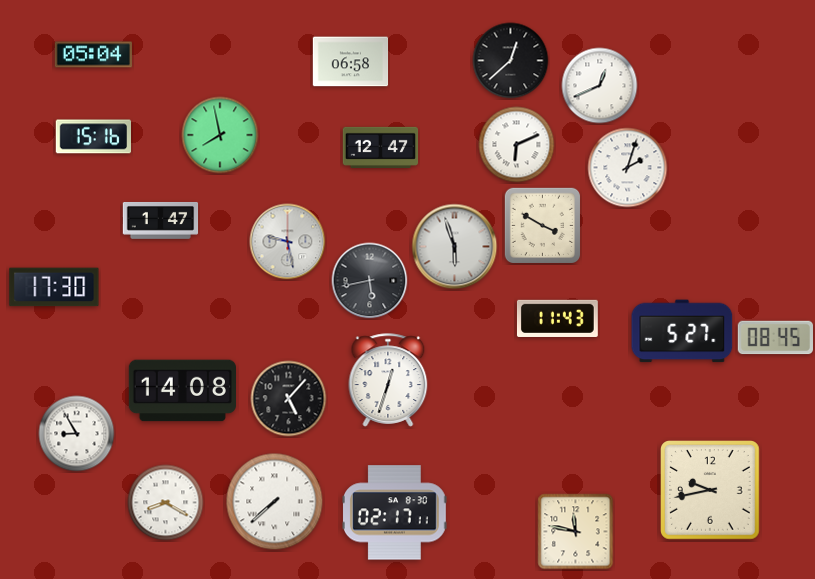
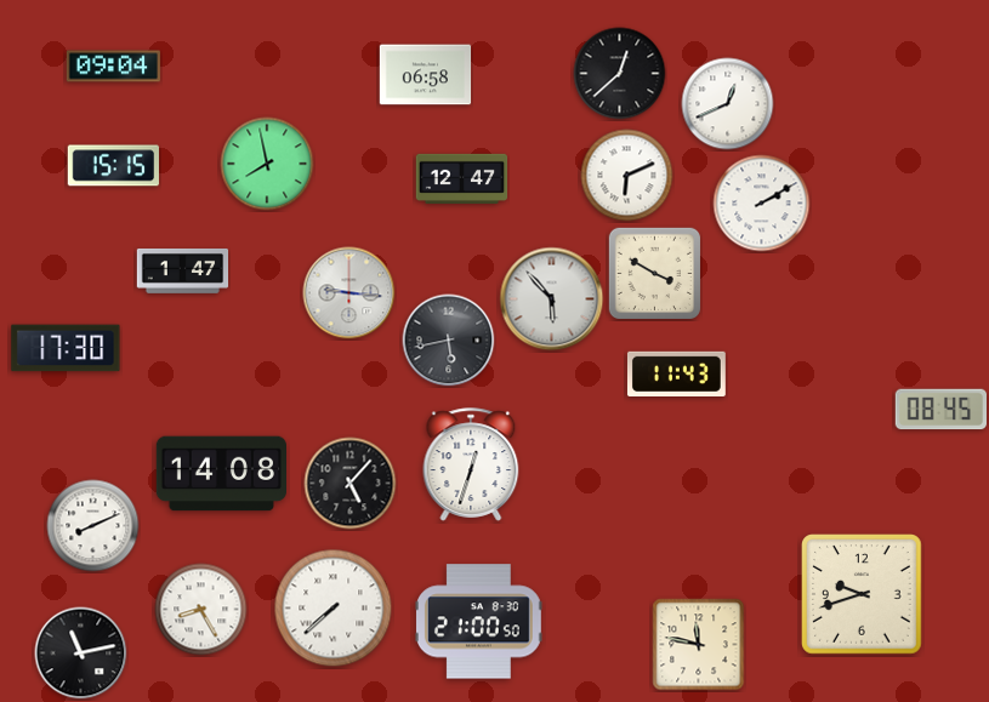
clock at (93, 55): 05:04 -> 09:04
clock at (93, 137): 15:16 -> 15:15
clock at (628, 168): 2:03 -> 2:10
clock at (161, 221) position: (161, 221) -> (183, 272)
clock at (542, 225) position: (542, 225) -> (654, 273)
clock at (288, 242): 9:28 -> 9:16
clock at (455, 247): 5:57 -> 5:53
clock at (557, 318) position: (557, 318) -> (676, 373)
clock at (682, 331): 5:27 -> none
clock at (388, 380) position: (388, 380) -> (471, 464)
clock at (77, 434): 8:55 -> 8:11
clock at (711, 491): 9:43 -> 9:42
clock at (166, 503): 8:20 -> 8:25
clock at (394, 513): 02:17 -> 21:00
clock at (81, 654): none -> 11:13
